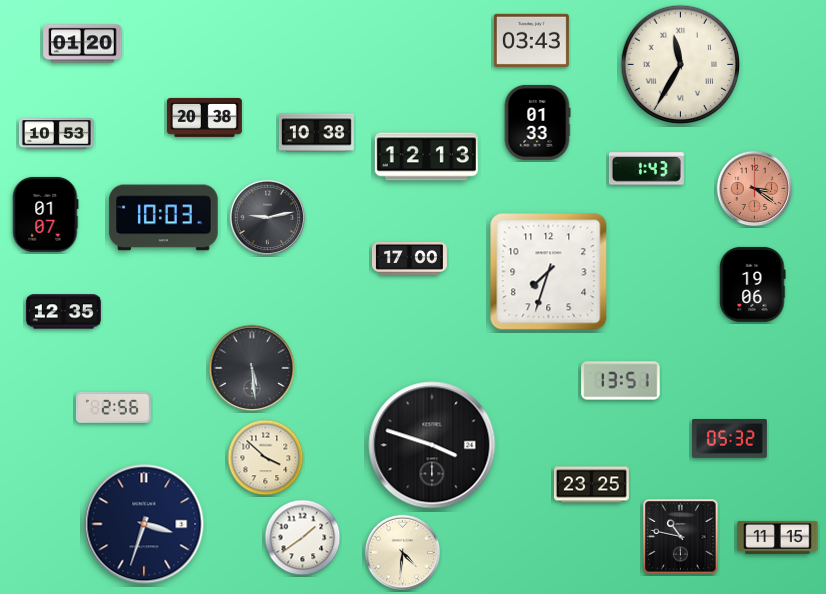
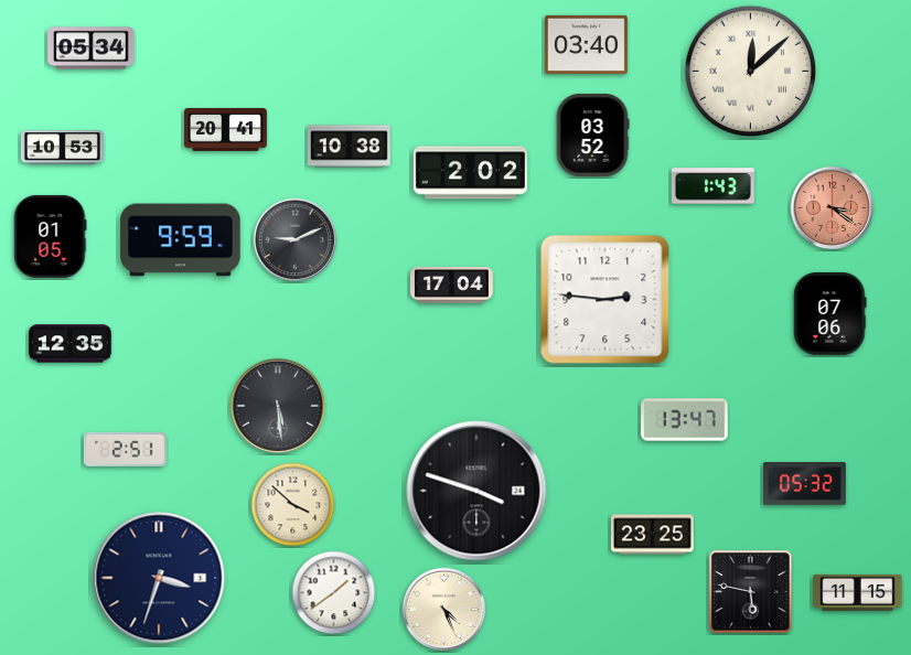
clock at (531, 40): 03:43 -> 03:40
clock at (83, 44): 01:20 -> 05:34
clock at (681, 65): 11:35 -> 12:08
clock at (204, 117): 20:38 -> 20:41
clock at (537, 122): 01:33 -> 03:52
clock at (426, 157): 12:13 -> 2:02
clock at (46, 214): 01:07 -> 01:05
clock at (164, 218): 10:03 -> 9:59
clock at (268, 218): 9:13 -> 9:11
clock at (409, 259): 17:00 -> 17:04
clock at (549, 272): 7:33 -> 2:46
clock at (753, 284): 19:06 -> 07:06
clock at (621, 381): 13:51 -> 13:47
clock at (113, 407): 2:56 -> 2:51
clock at (681, 537): 10:47 -> 5:47
clock at (403, 553): 4:31 -> 4:26
